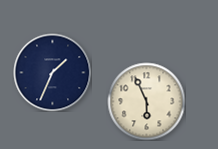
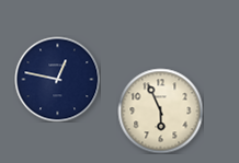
clock at (52, 72): 1:34 -> 12:47
